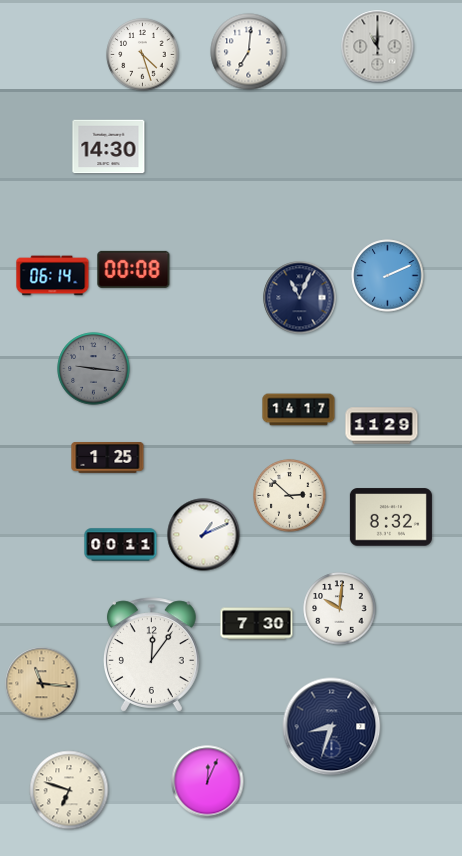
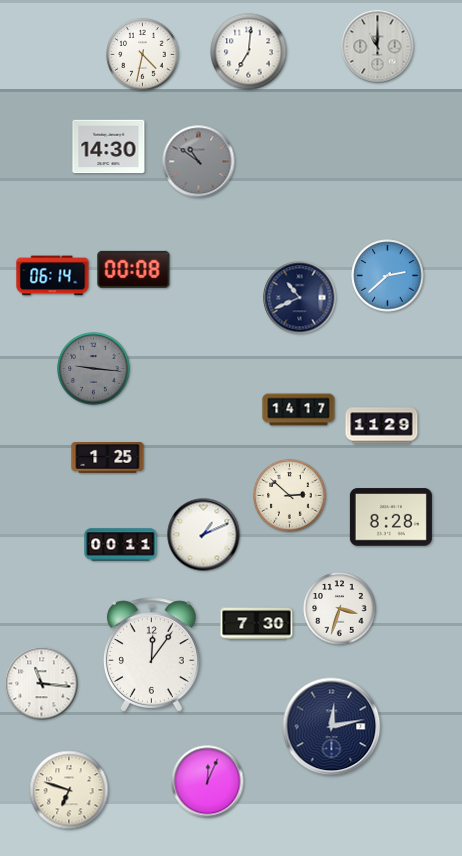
clock at (143, 55): 4:27 -> 4:32
clock at (199, 162): none -> 10:51
clock at (388, 276): 2:11 -> 2:38
clock at (300, 298): 11:04 -> 10:41
clock at (391, 517): 8:32 -> 8:28
clock at (340, 609): 10:01 -> 3:33
clock at (42, 684) dial: champagne -> white
clock at (332, 727): 8:33 -> 12:13
